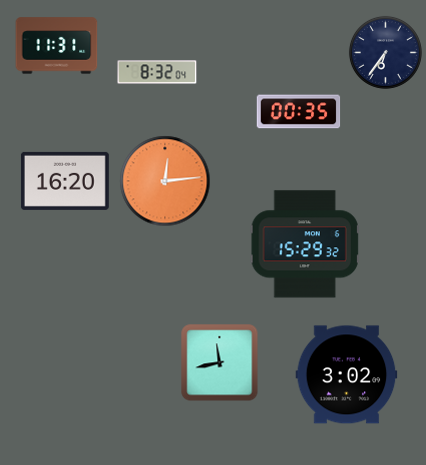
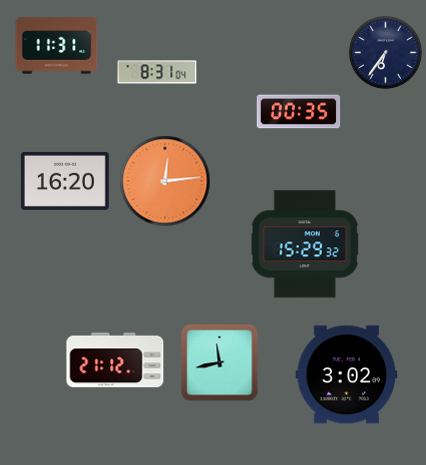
clock at (157, 72): 8:32 -> 8:31
clock at (115, 360): none -> 21:12
